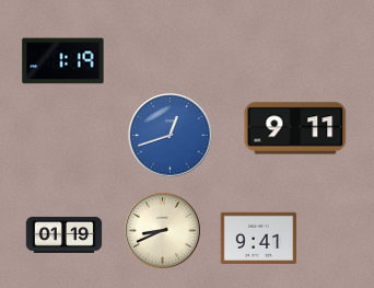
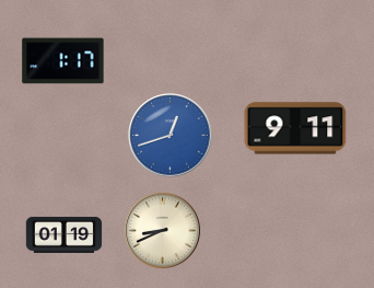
clock at (63, 61): 1:19 -> 1:17
clock at (259, 238): 9:41 -> none
